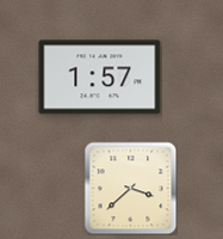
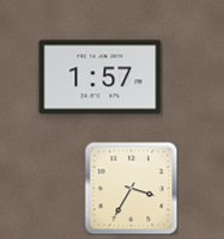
clock at (130, 188): 3:38 -> 3:35
